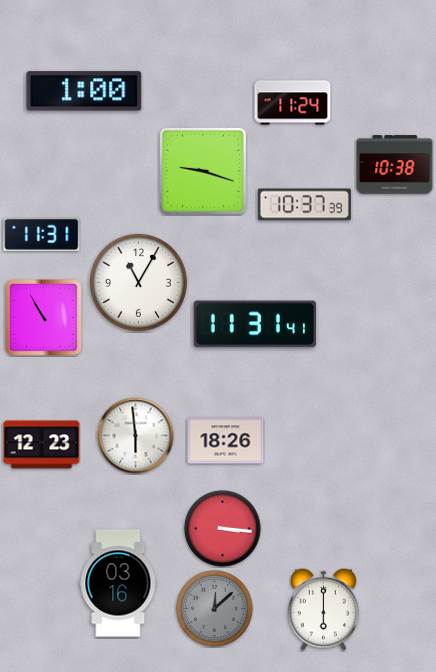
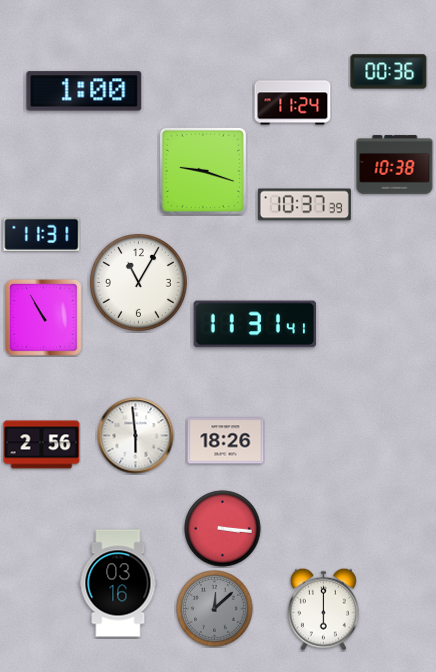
clock at (389, 72): none -> 00:36
clock at (42, 445): 12:23 -> 2:56
